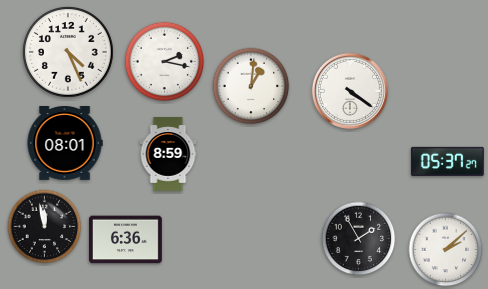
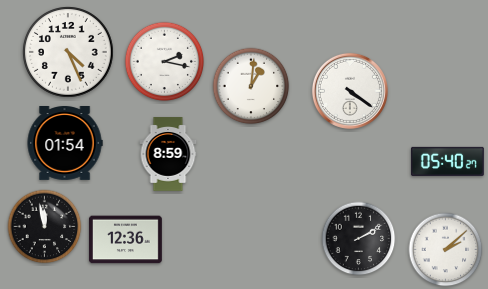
clock at (65, 144): 08:01 -> 01:54
clock at (447, 161): 05:37 -> 05:40
clock at (359, 239): 1:55 -> 2:10
clock at (125, 240): 6:36 -> 12:36
